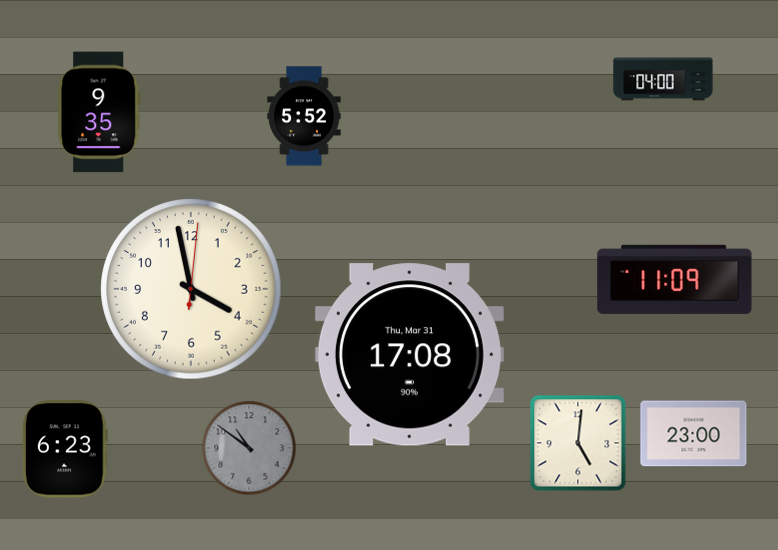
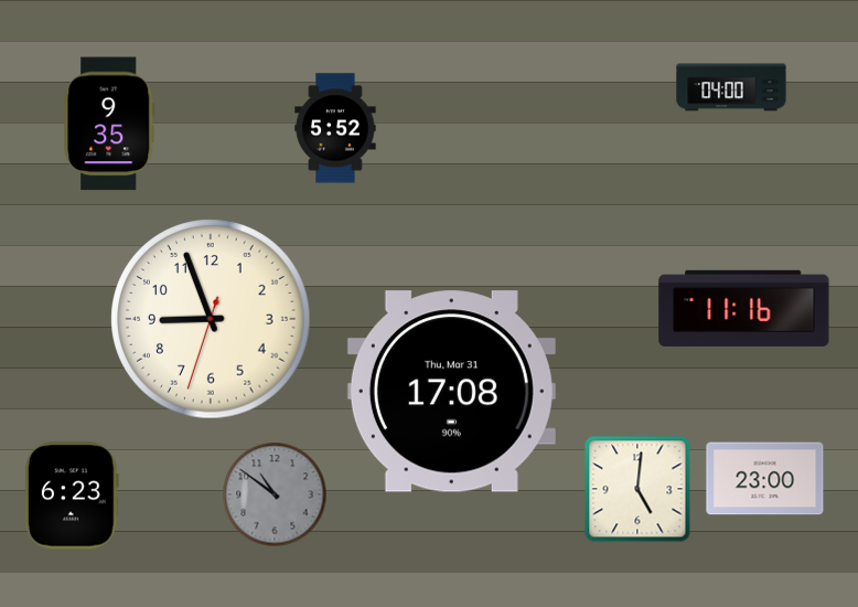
clock at (675, 279): 11:09 -> 11:16
clock at (191, 289): 3:58 -> 8:56
